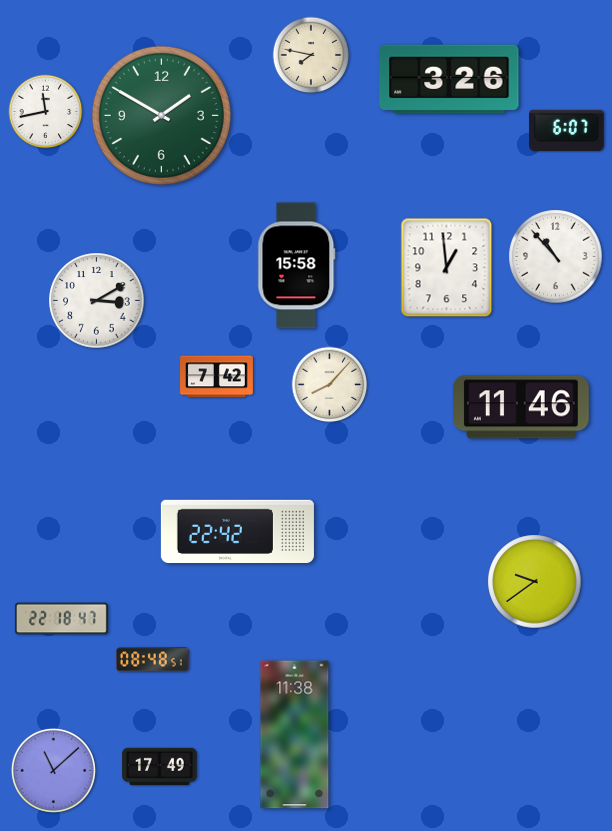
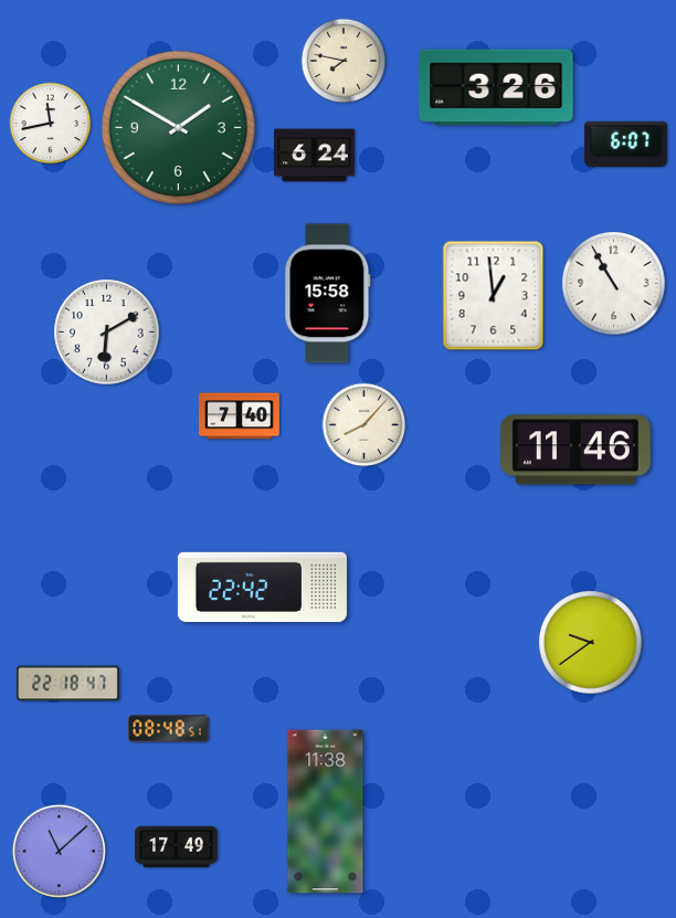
clock at (314, 156): none -> 6:24
clock at (556, 257): 10:53 -> 10:55
clock at (97, 301): 3:10 -> 6:10
clock at (217, 377): 7:42 -> 7:40
